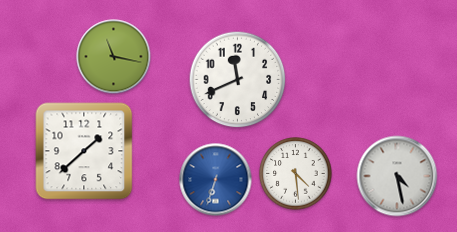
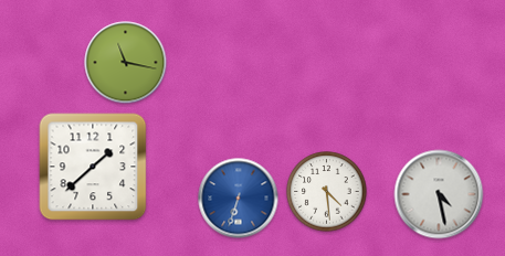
clock at (238, 80): 11:41 -> none
